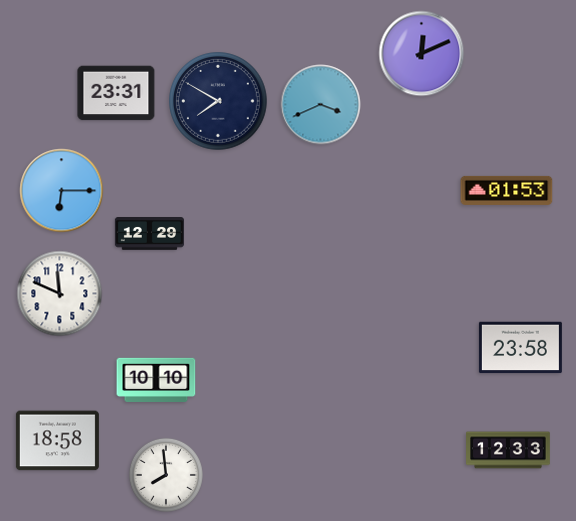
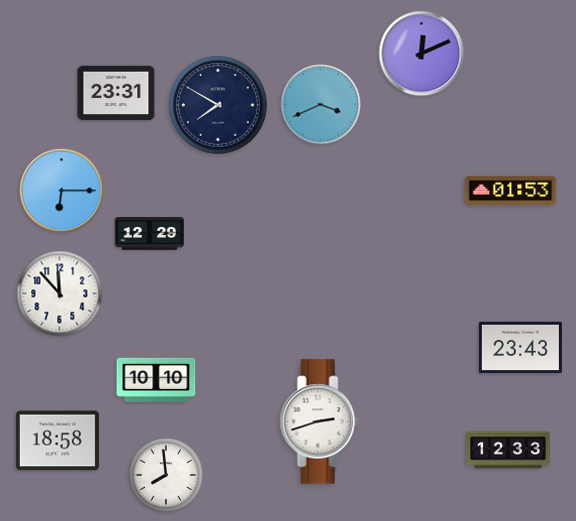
clock at (218, 101) position: (218, 101) -> (218, 105)
clock at (507, 190) position: (507, 190) -> (511, 190)
clock at (60, 294): 11:49 -> 11:53
clock at (520, 348): 23:58 -> 23:43
clock at (319, 422): none -> 2:42
